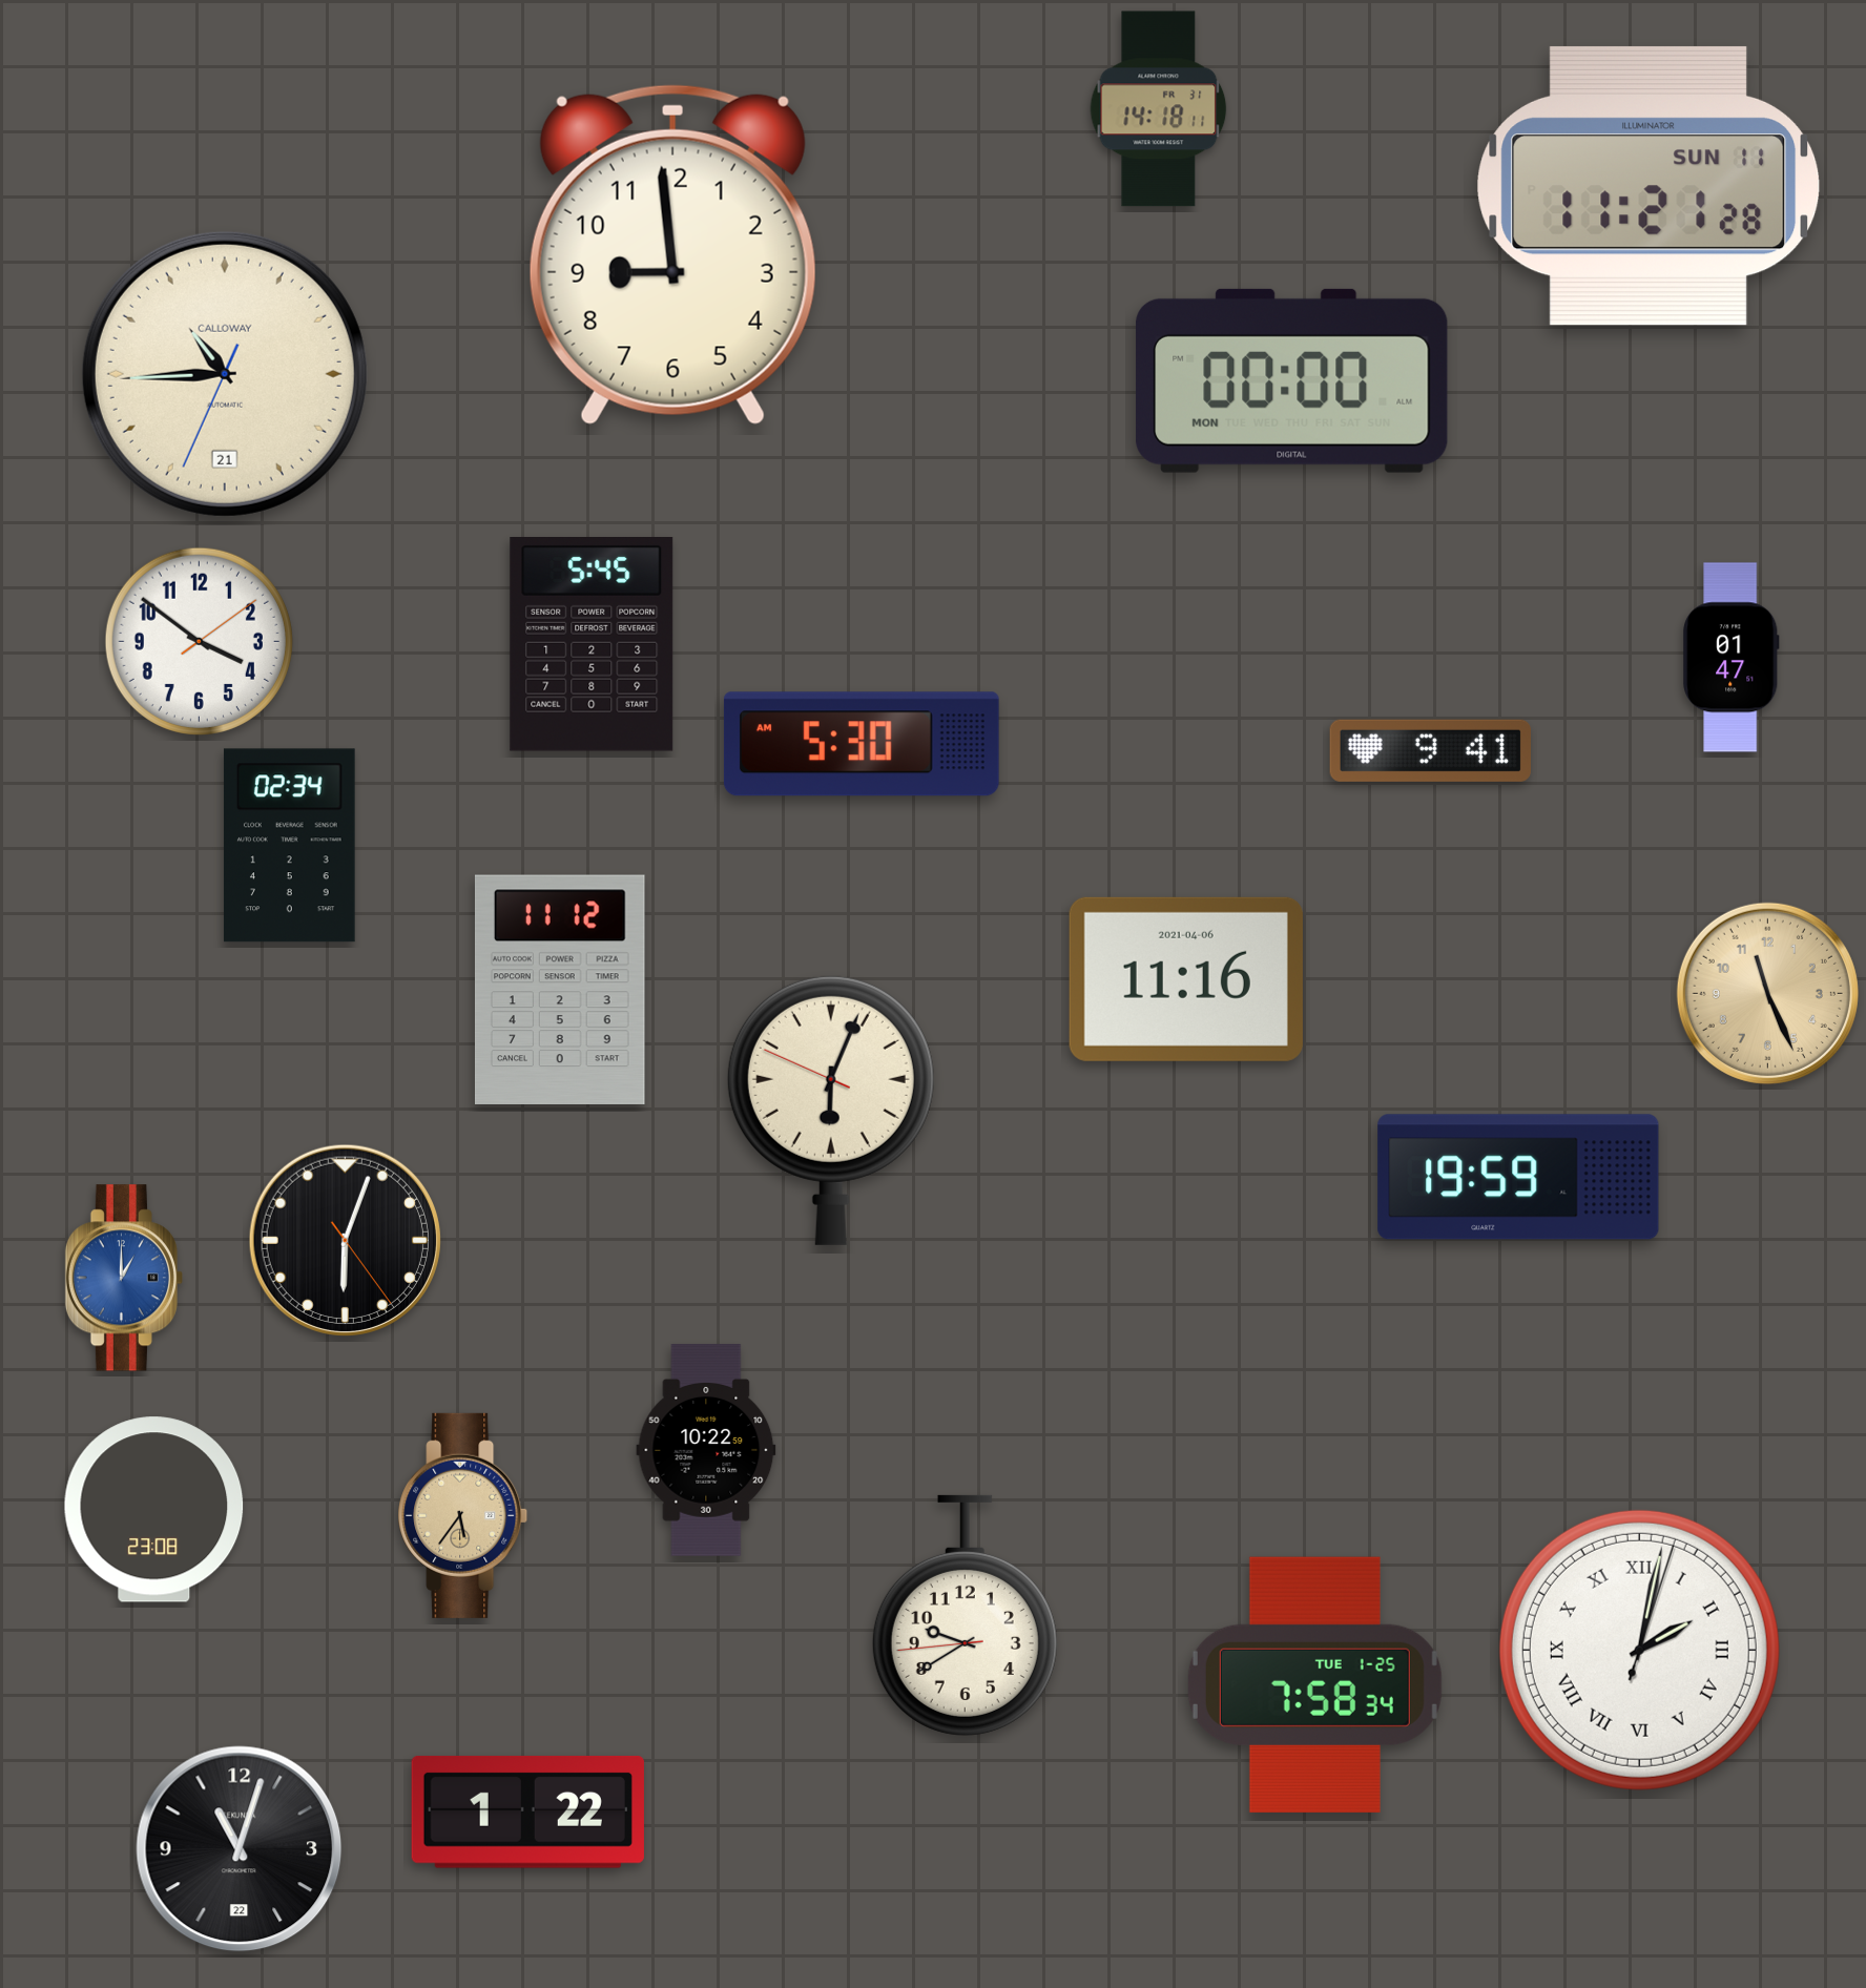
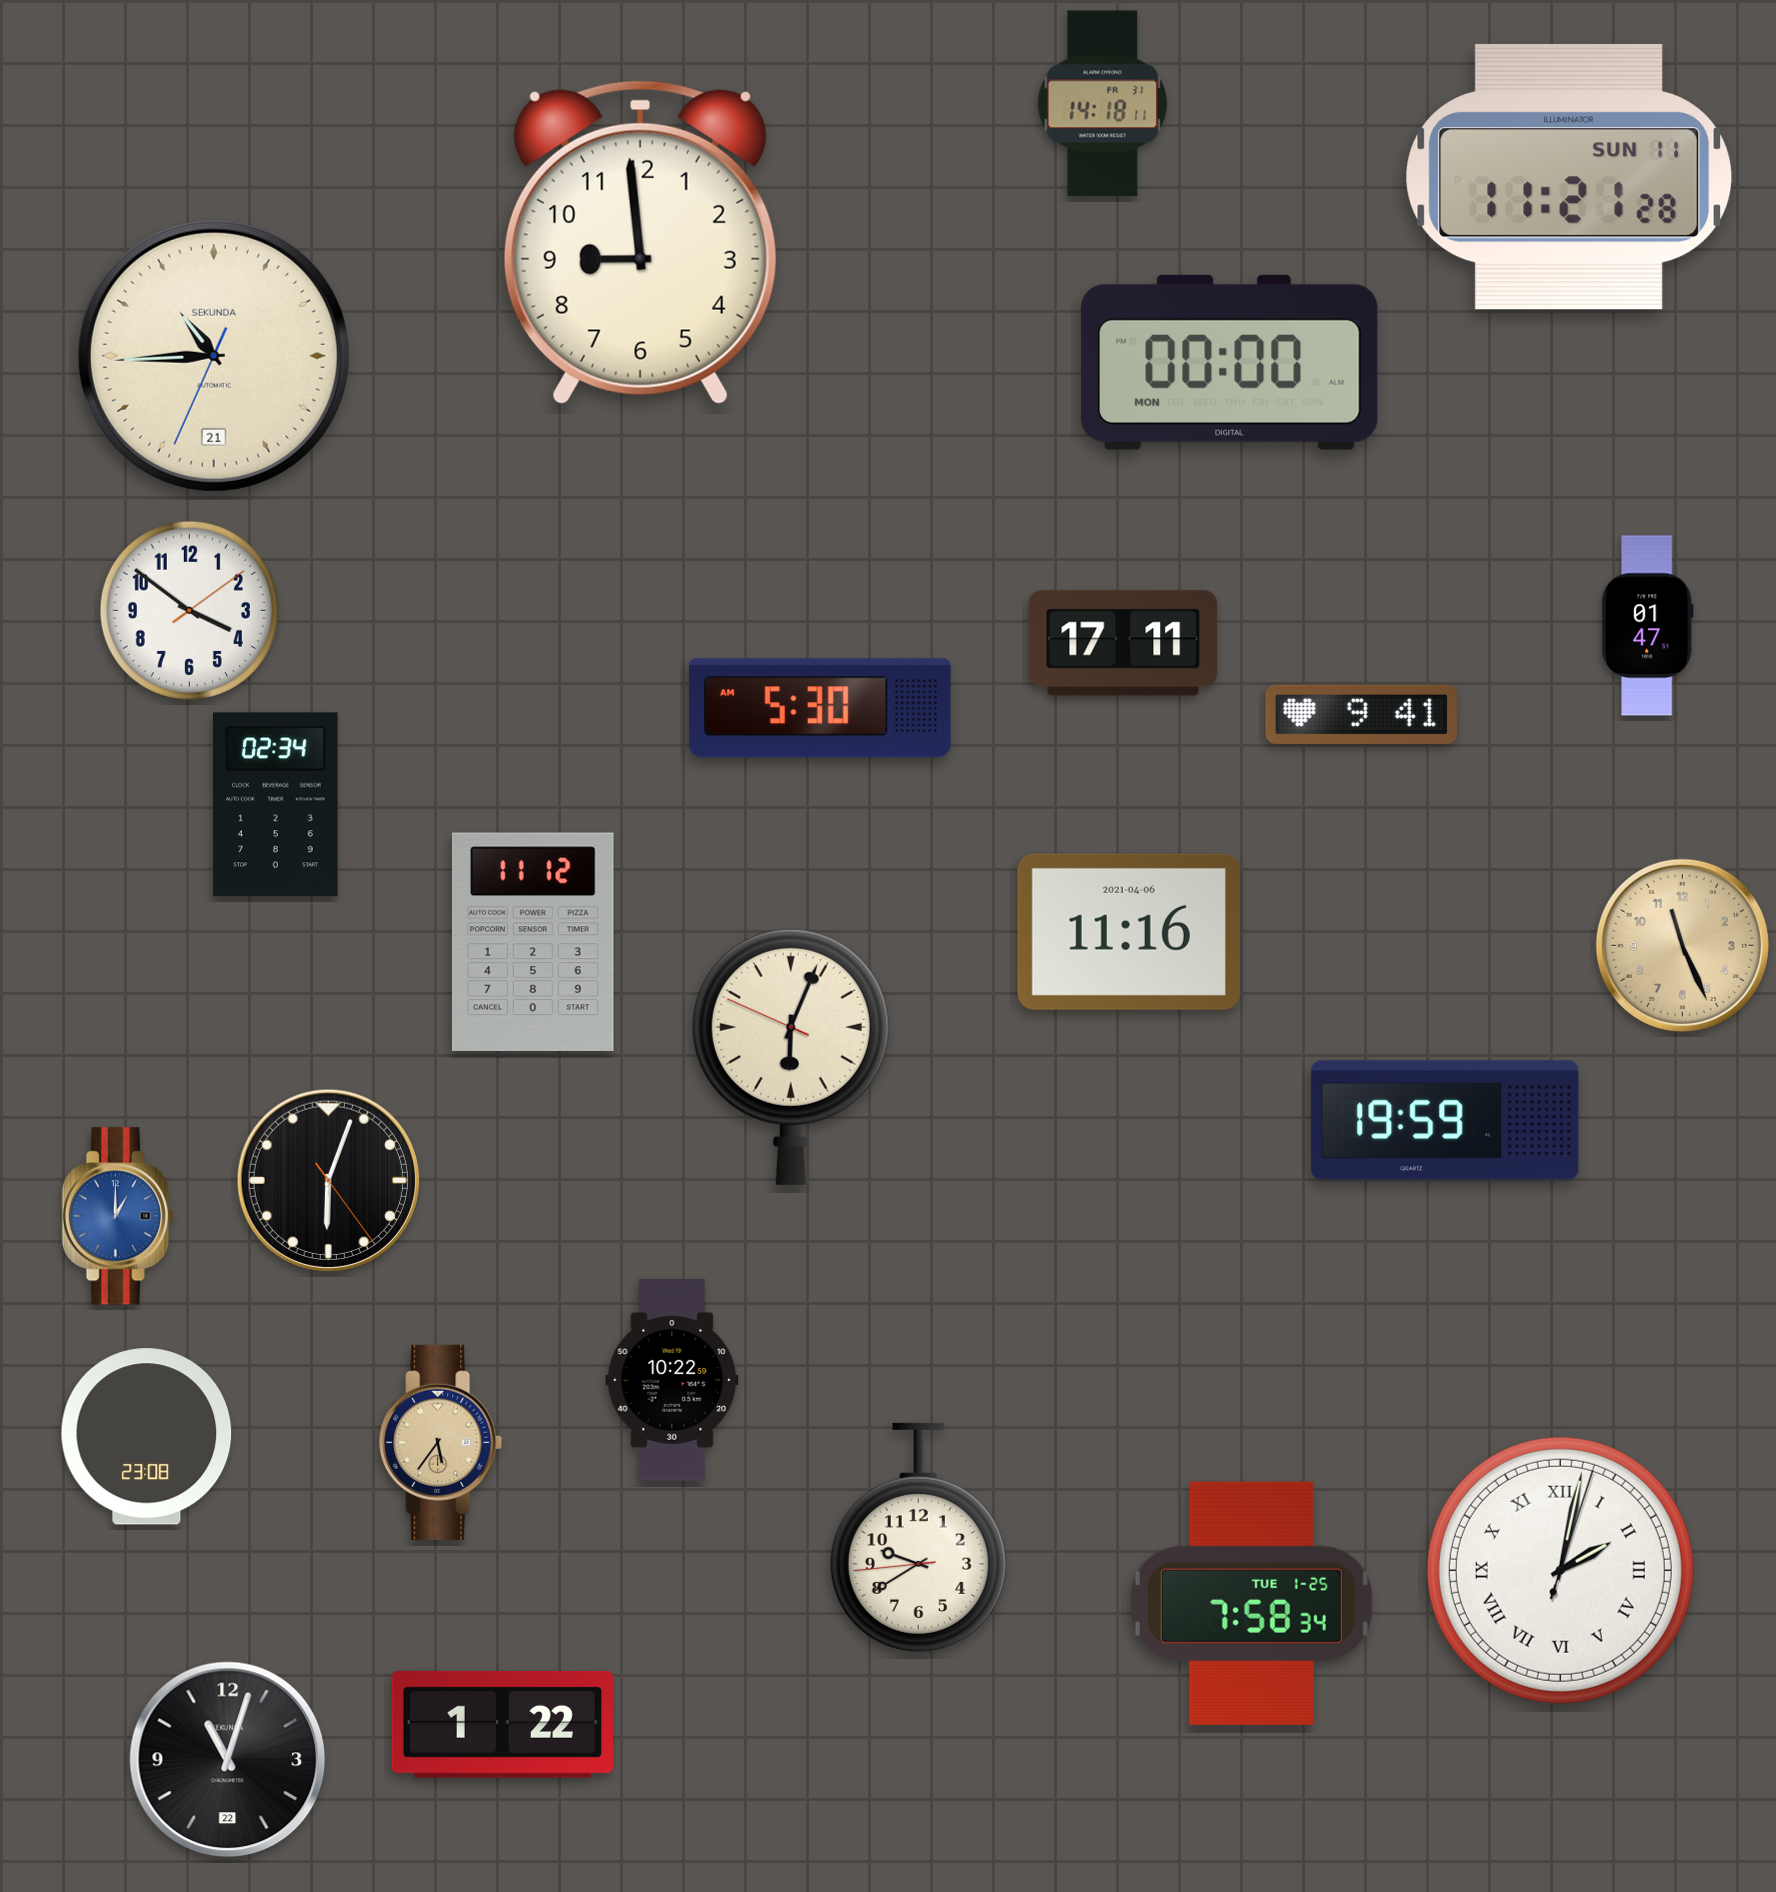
clock at (225, 374) brand: CALLOWAY -> SEKUNDA
clock at (592, 645): 5:45 -> none
clock at (1123, 643): none -> 17:11
